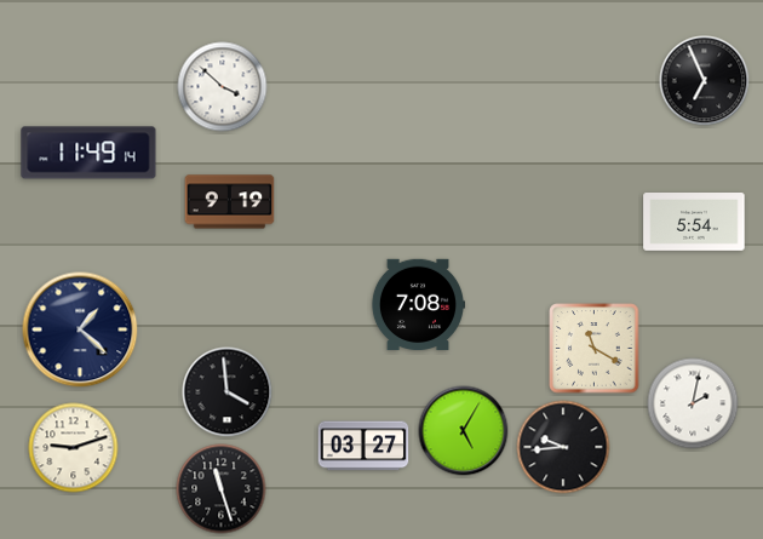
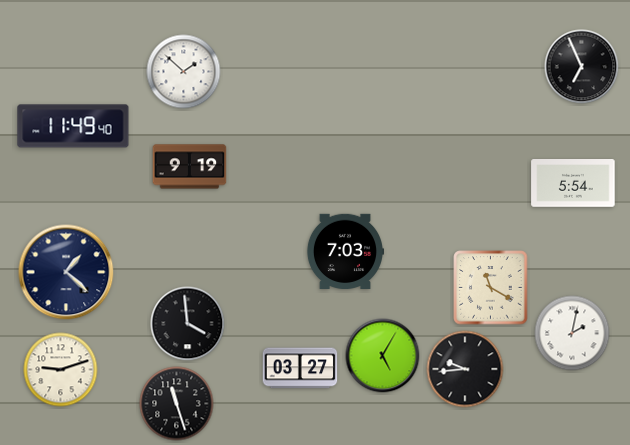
clock at (223, 87): 3:52 -> 1:52
clock at (88, 153): 11:49:14 -> 11:49:40
clock at (417, 305): 7:08 -> 7:03
clock at (222, 489) position: (222, 489) -> (177, 404)
